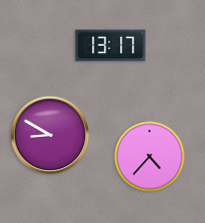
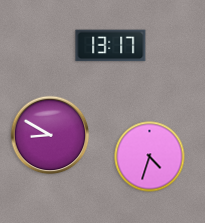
clock at (150, 157): 4:37 -> 4:33
